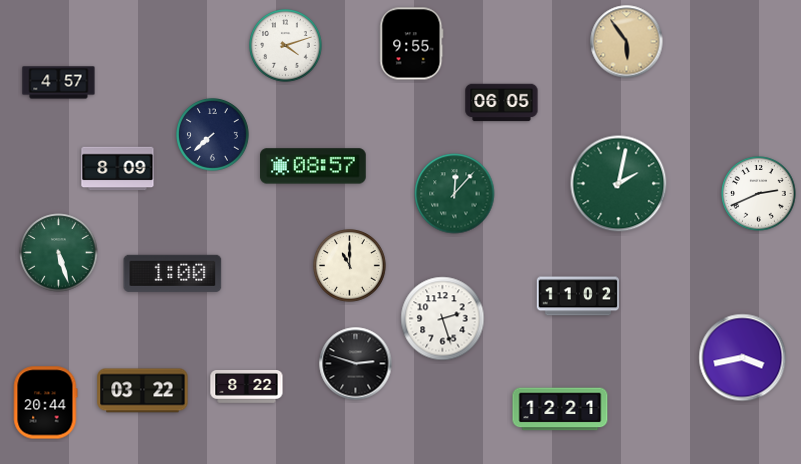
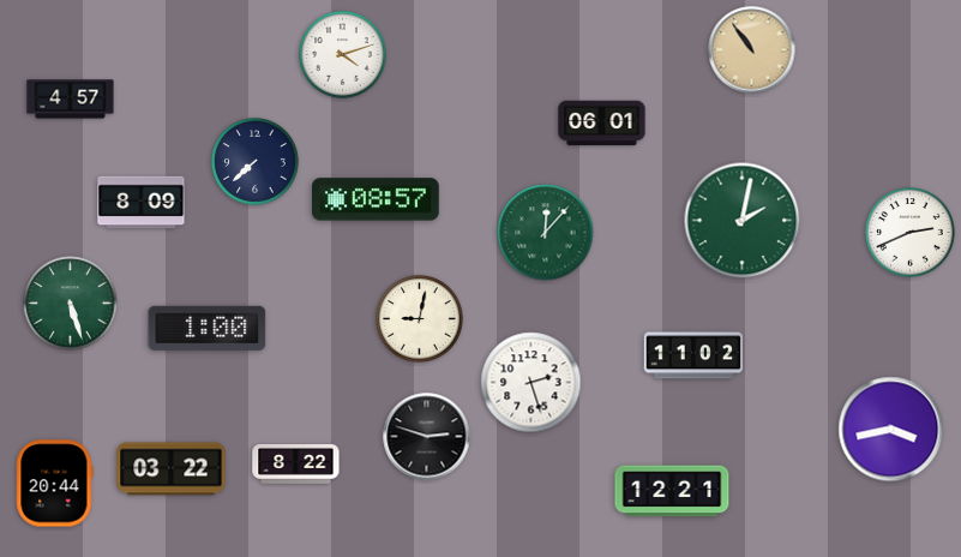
clock at (627, 42): 5:54 -> 10:54
clock at (412, 44): 9:55 -> none
clock at (502, 103): 06:05 -> 06:01
clock at (350, 266): 11:00 -> 9:02
